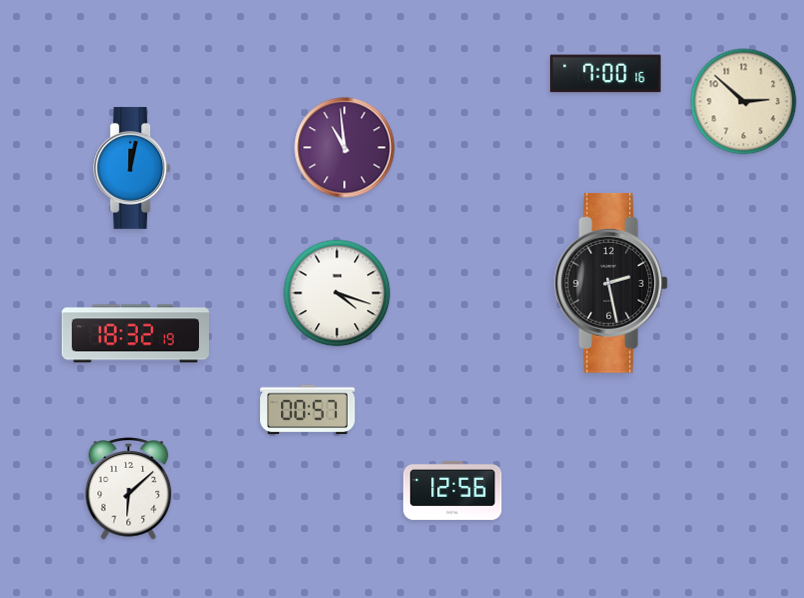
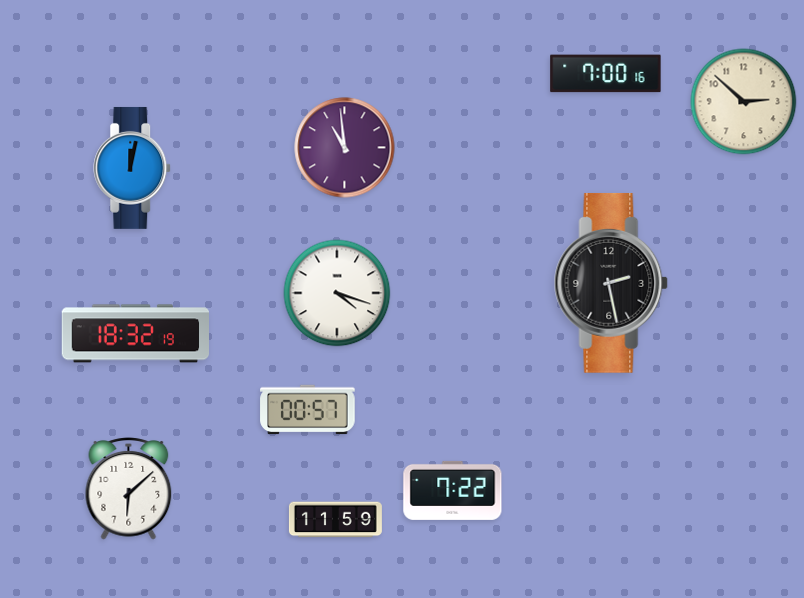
clock at (453, 490): 12:56 -> 7:22
clock at (335, 520): none -> 11:59
